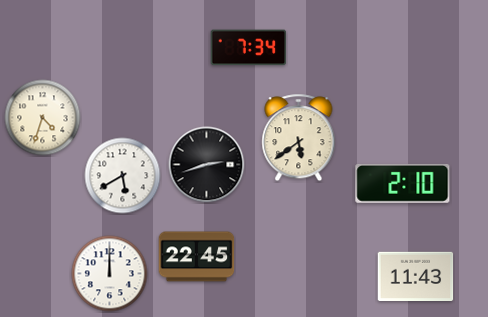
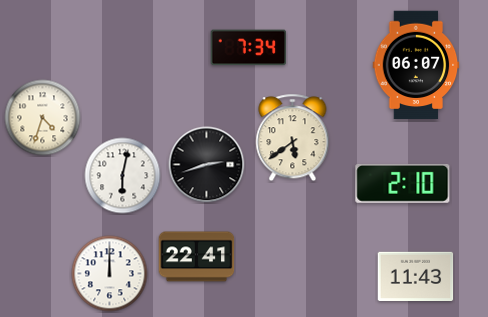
clock at (416, 65): none -> 06:07
clock at (299, 138) position: (299, 138) -> (293, 138)
clock at (123, 176): 5:40 -> 6:02
clock at (197, 257): 22:45 -> 22:41
